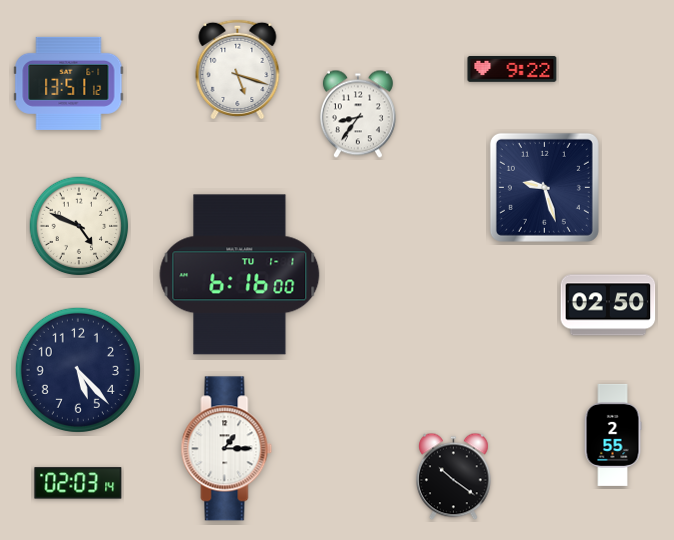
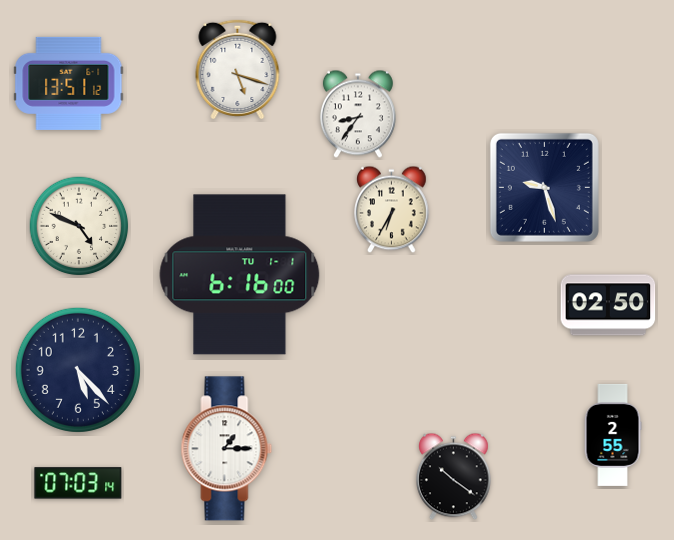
clock at (512, 69): 9:22 -> none
clock at (392, 210): none -> 6:35
clock at (78, 483): 02:03 -> 07:03
